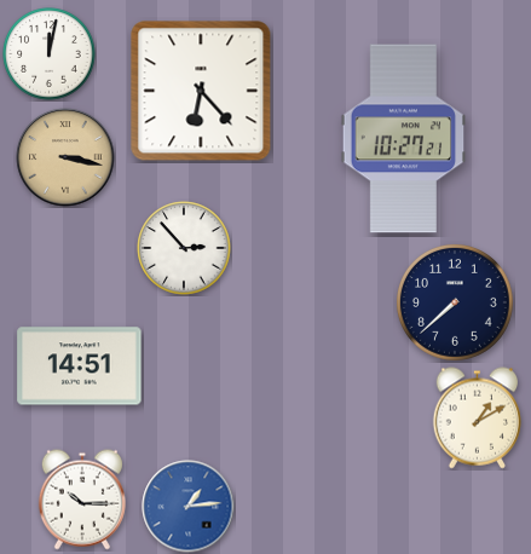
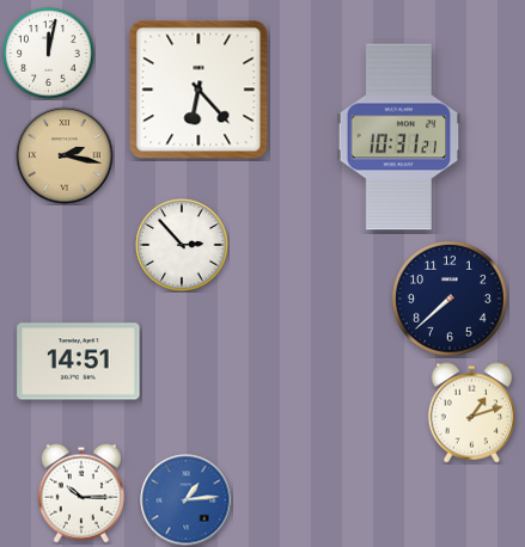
clock at (404, 139): 10:27 -> 10:31
clock at (65, 157): 3:17 -> 2:17
clock at (478, 419): 1:10 -> 1:12
